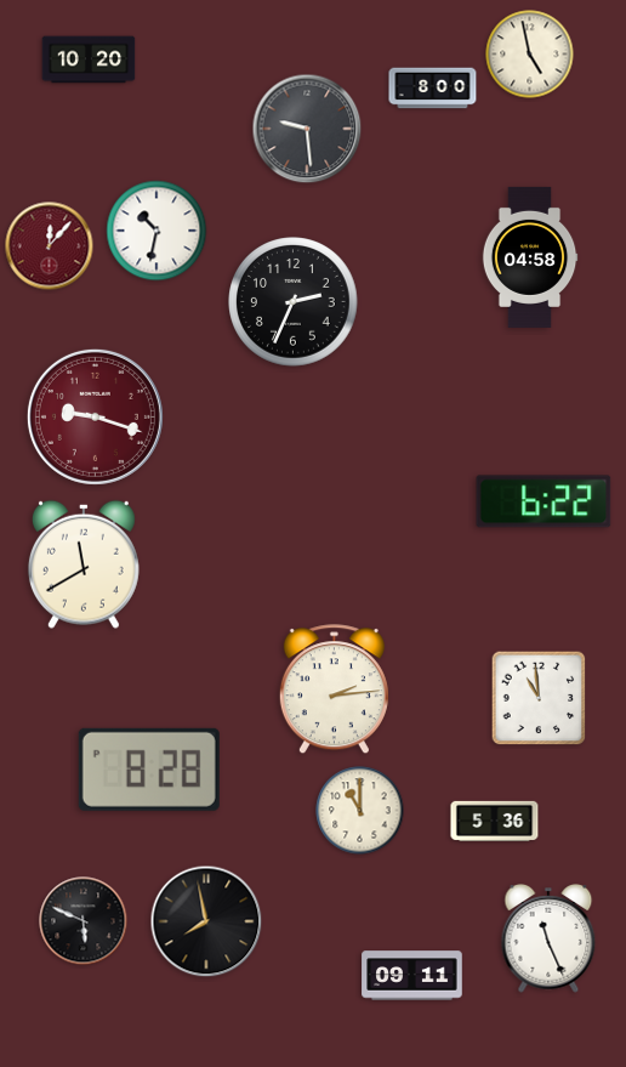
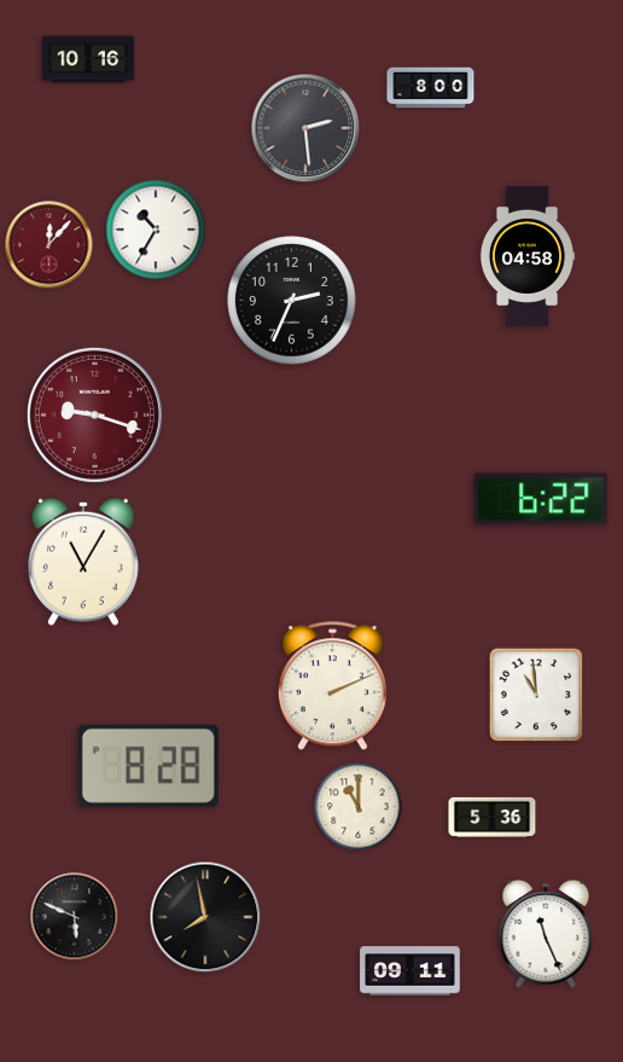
clock at (530, 55): 4:58 -> none
clock at (89, 59): 10:20 -> 10:16
clock at (307, 129): 9:29 -> 2:29
clock at (156, 231): 10:32 -> 10:35
clock at (84, 564): 11:40 -> 11:05
clock at (334, 689): 2:14 -> 2:11
clock at (84, 921) position: (84, 921) -> (75, 917)
